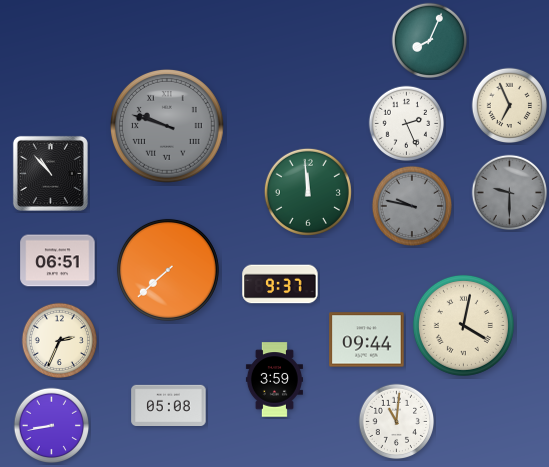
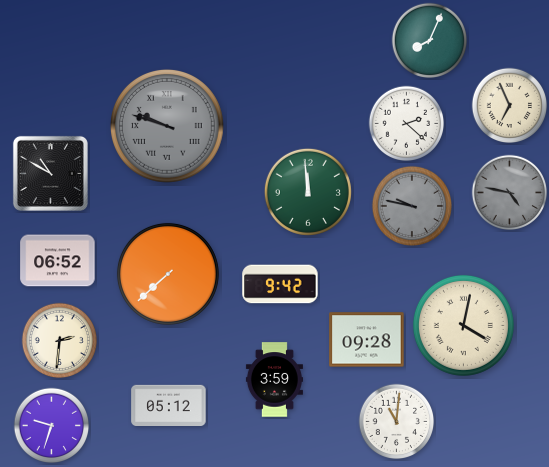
clock at (407, 124): 2:26 -> 2:22
clock at (50, 173): 10:53 -> 10:50
clock at (510, 193): 9:30 -> 4:47
clock at (58, 261): 06:51 -> 06:52
clock at (168, 270) position: (168, 270) -> (168, 274)
clock at (280, 284): 9:37 -> 9:42
clock at (367, 340): 09:44 -> 09:28
clock at (60, 341): 2:34 -> 2:31
clock at (169, 405): 05:08 -> 05:12
clock at (52, 426): 8:43 -> 9:33
